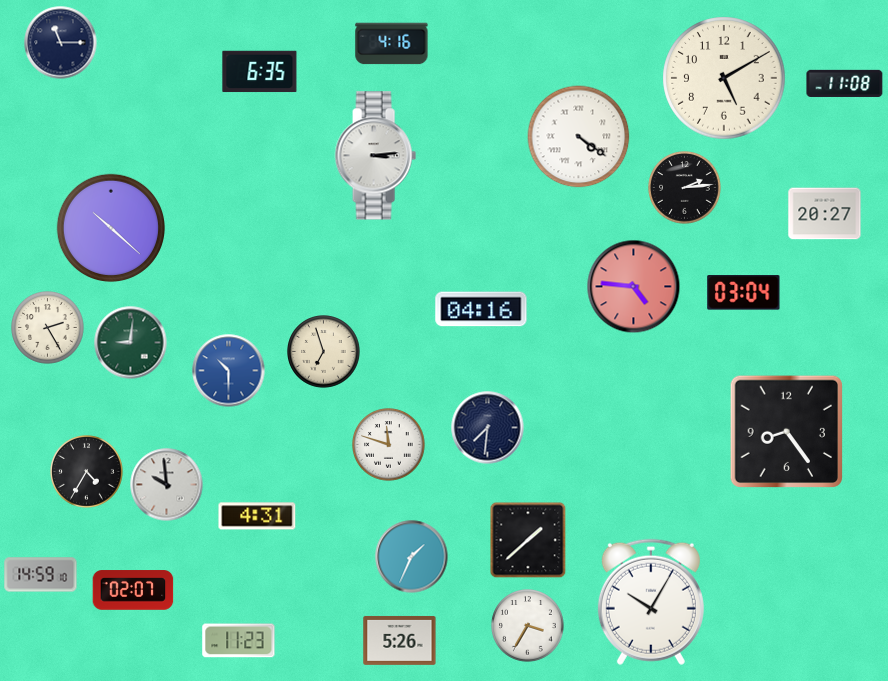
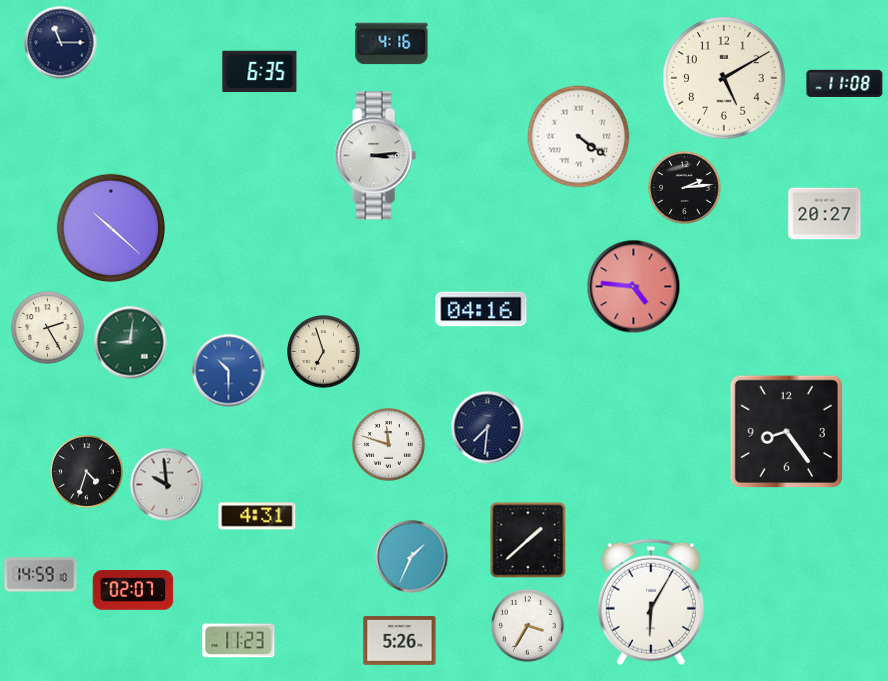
clock at (744, 293): 03:04 -> none
clock at (87, 472): 4:35 -> 4:33
clock at (651, 602): 10:05 -> 6:05
